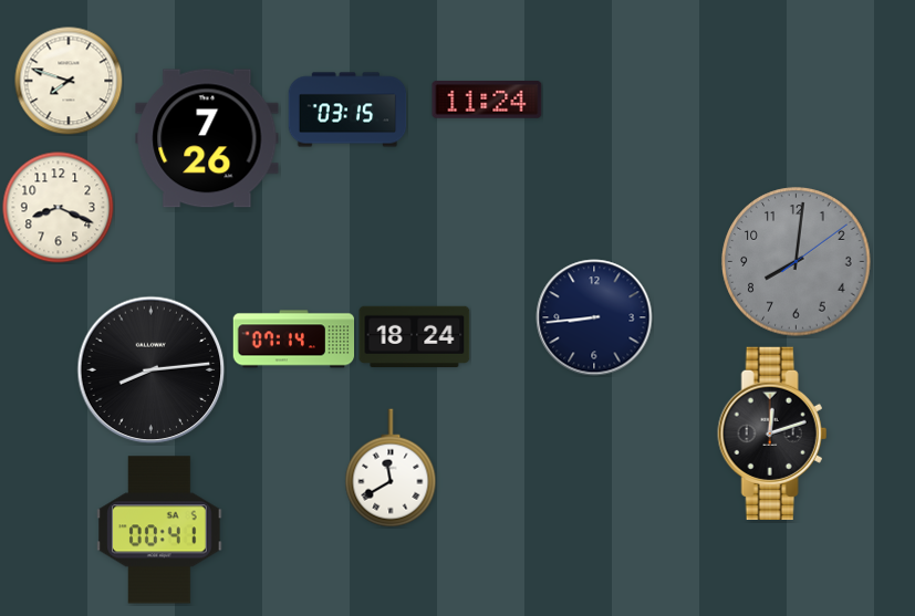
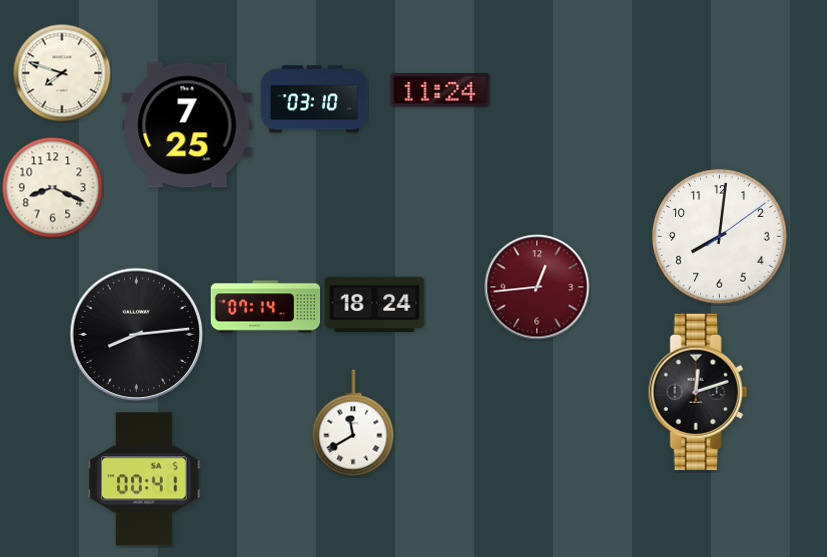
clock at (347, 109): 03:15 -> 03:10
clock at (207, 138): 7:26 -> 7:25
clock at (797, 262) dial: grey -> white
clock at (594, 317): 8:44 -> 12:44
clock at (594, 317) dial: navy -> burgundy
